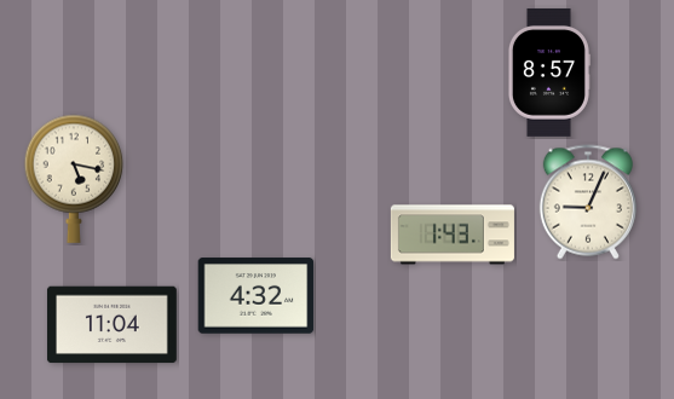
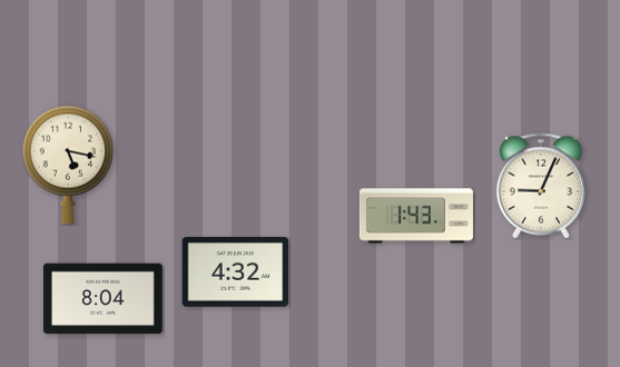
clock at (548, 73): 8:57 -> none
clock at (111, 325): 11:04 -> 8:04
